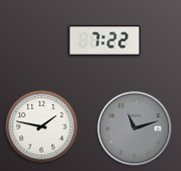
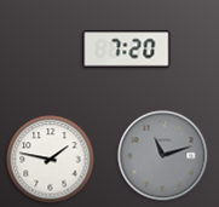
clock at (105, 41): 7:22 -> 7:20
clock at (42, 127) position: (42, 127) -> (51, 160)
